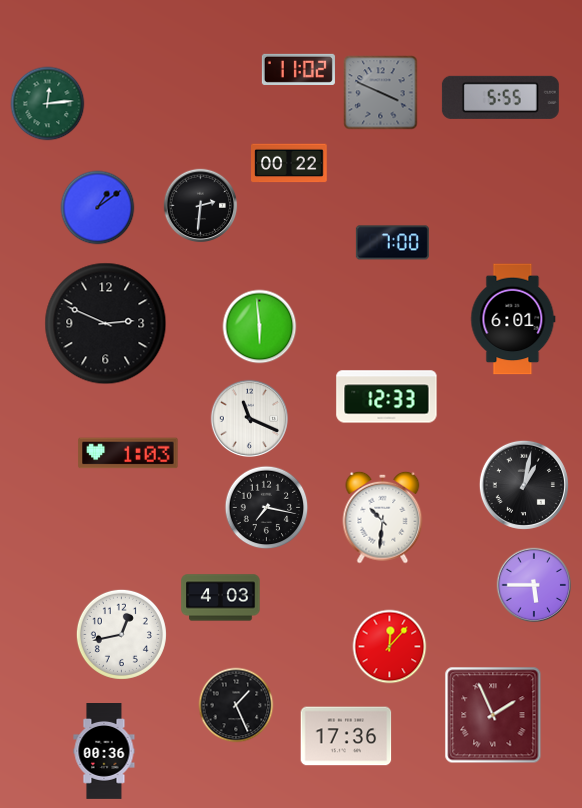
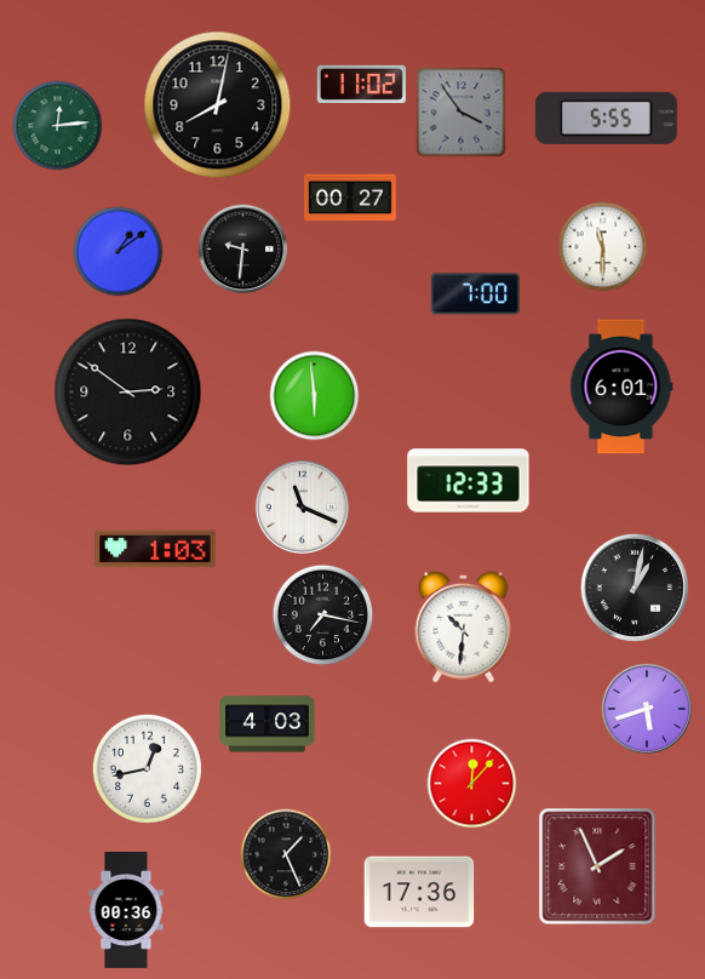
clock at (218, 105): none -> 8:02
clock at (381, 93): 3:49 -> 3:54
clock at (290, 163): 00:22 -> 00:27
clock at (603, 247): none -> 11:30
clock at (201, 206): 2:31 -> 9:31
clock at (106, 324): 2:49 -> 2:51
clock at (534, 585): 5:45 -> 5:42
